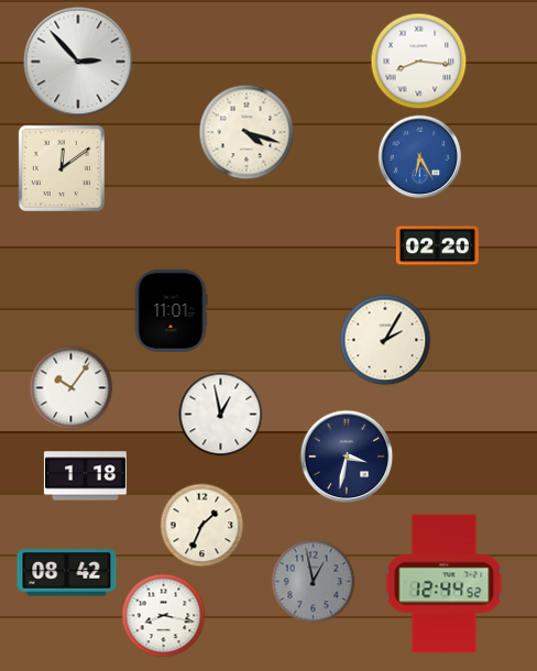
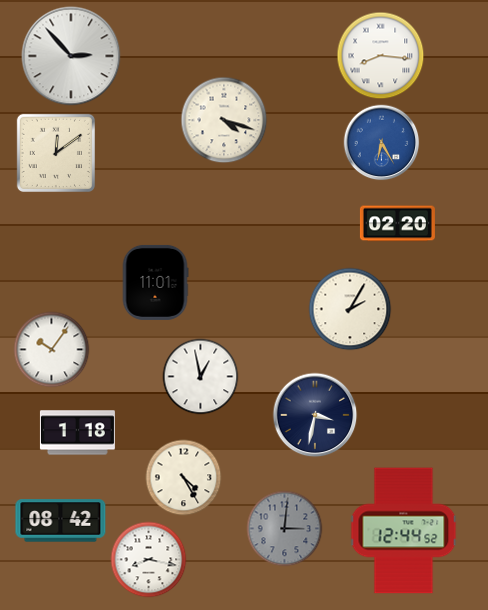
clock at (72, 388) position: (72, 388) -> (52, 350)
clock at (202, 526): 1:34 -> 4:25
clock at (314, 582): 12:58 -> 3:01
